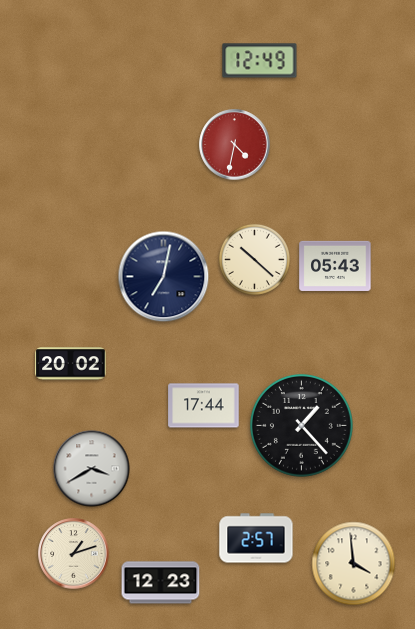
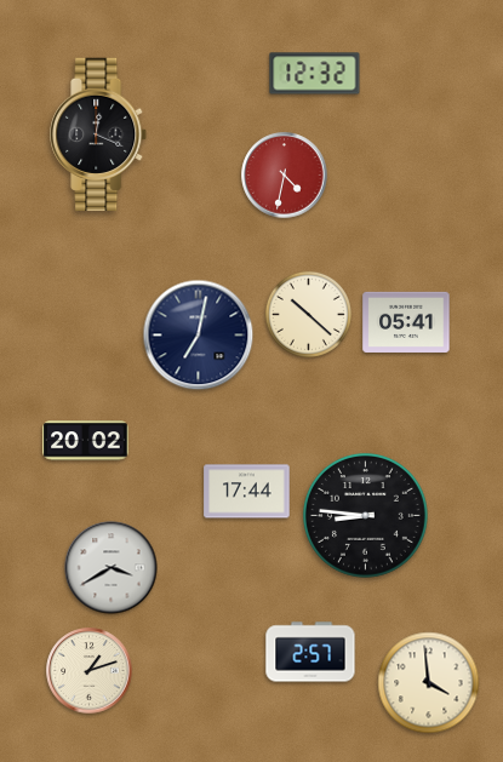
clock at (260, 61): 12:49 -> 12:32
clock at (99, 134): none -> 12:19
clock at (335, 265): 05:43 -> 05:41
clock at (301, 425): 1:23 -> 8:46
clock at (161, 583): 12:23 -> none
